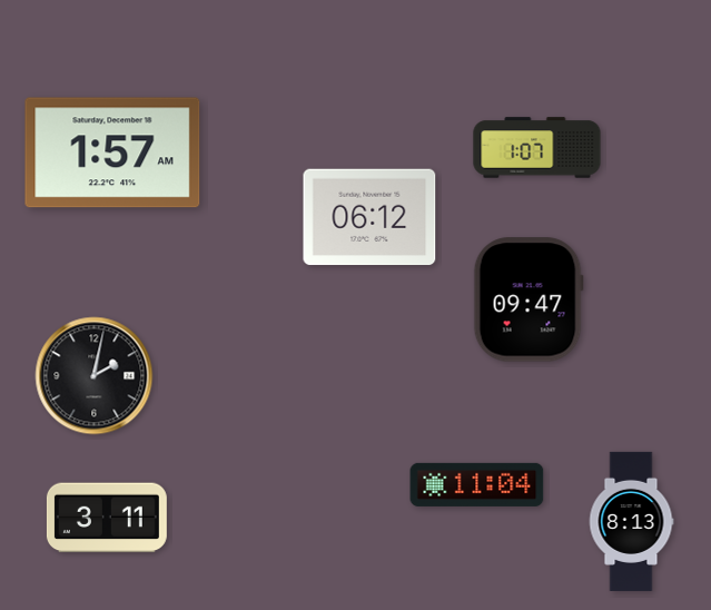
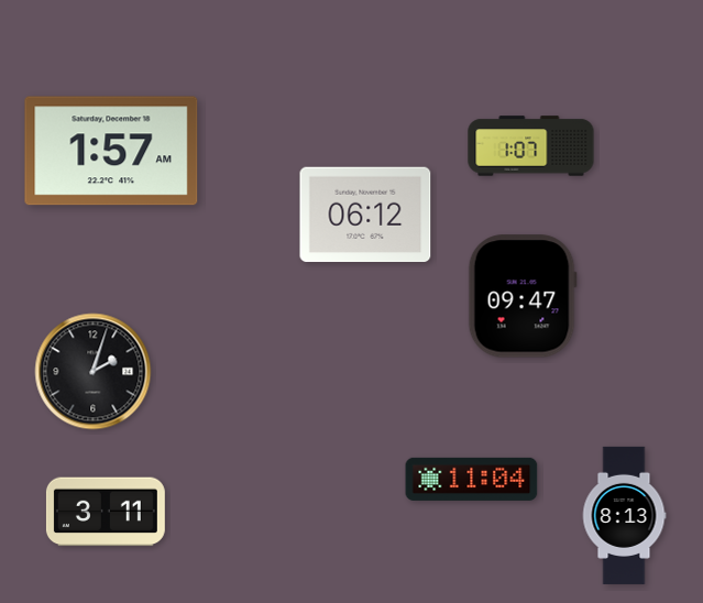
clock at (95, 376): 2:02 -> 2:03
